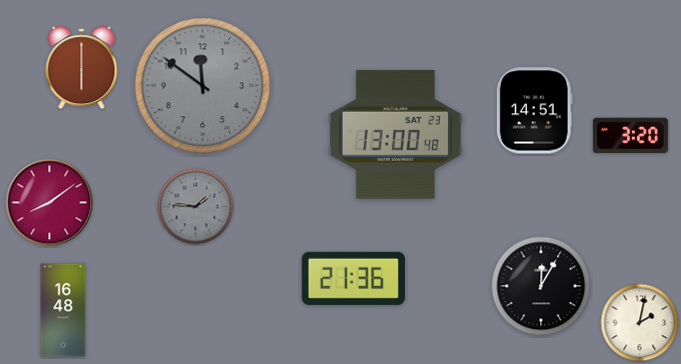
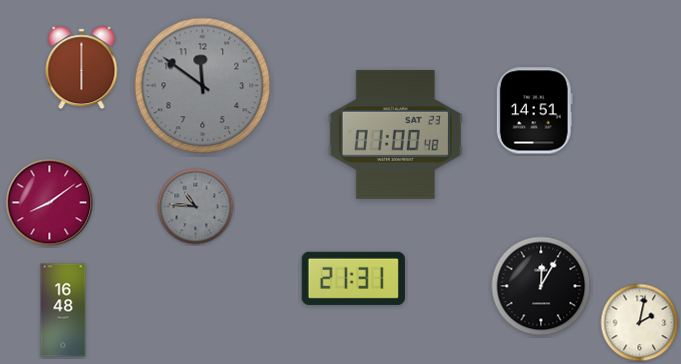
clock at (395, 134): 13:00 -> 01:00
clock at (630, 136): 3:20 -> none
clock at (196, 207): 1:46 -> 10:46
clock at (353, 278): 21:36 -> 21:31
